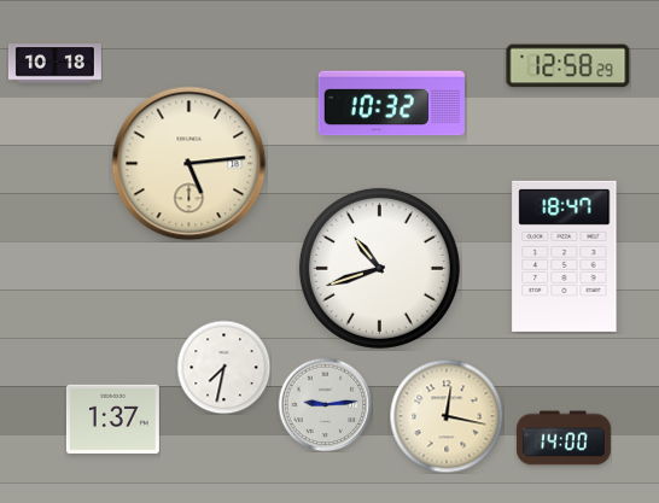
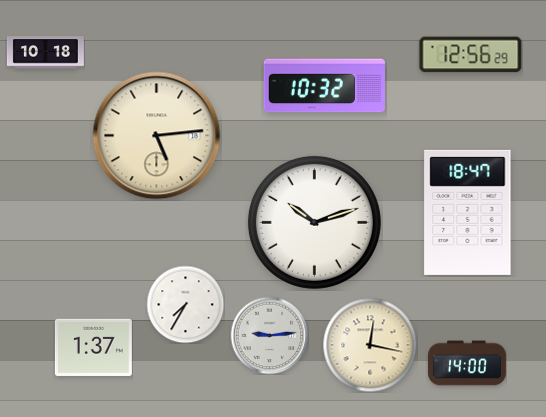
clock at (568, 66): 12:58 -> 12:56
clock at (379, 268): 10:42 -> 10:12
clock at (223, 367): 7:32 -> 7:35
